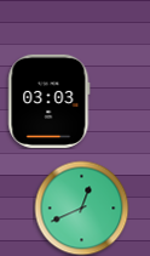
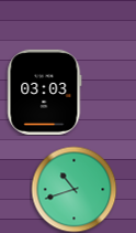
clock at (81, 207): 12:41 -> 10:42
